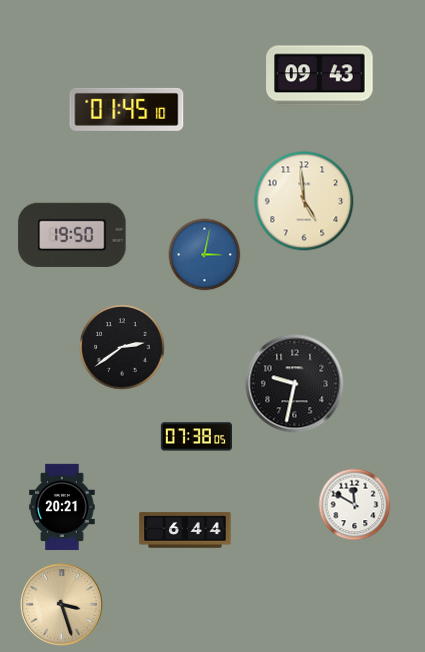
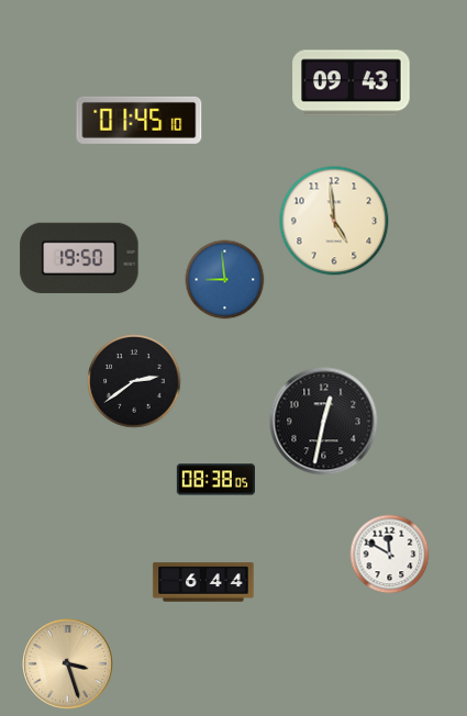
clock at (205, 255): 3:02 -> 8:59
clock at (295, 384): 9:32 -> 12:32
clock at (196, 437): 07:38 -> 08:38
clock at (62, 507): 20:21 -> none
